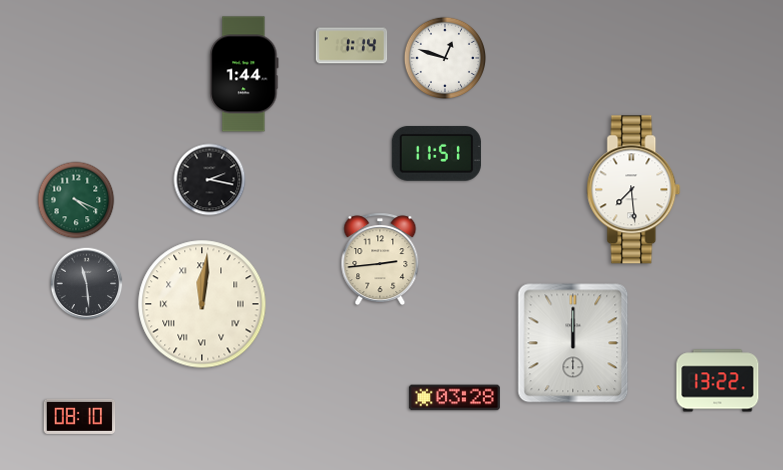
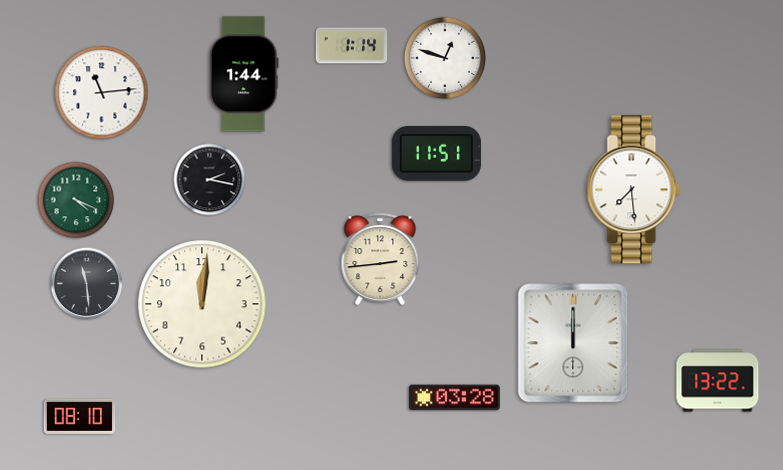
clock at (102, 93): none -> 11:14
clock at (202, 304) numerals: Roman -> Arabic
